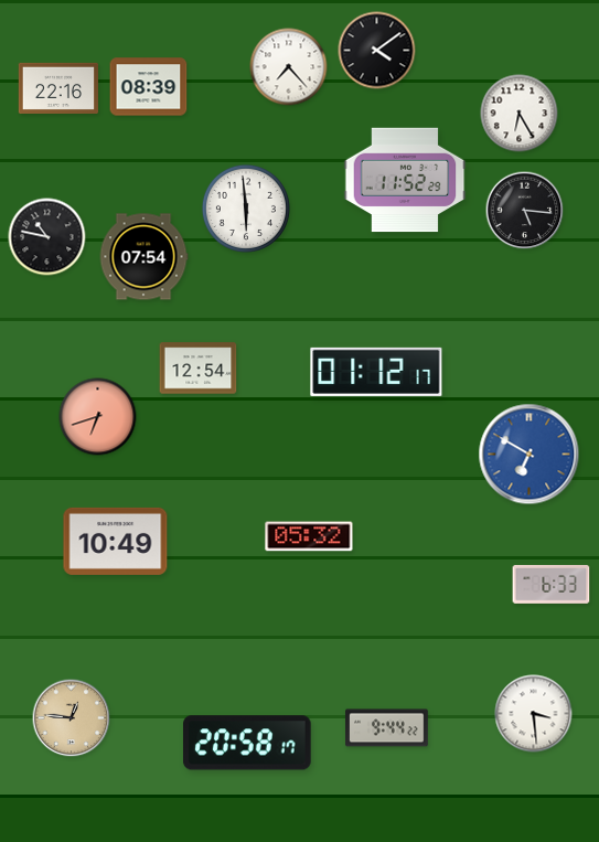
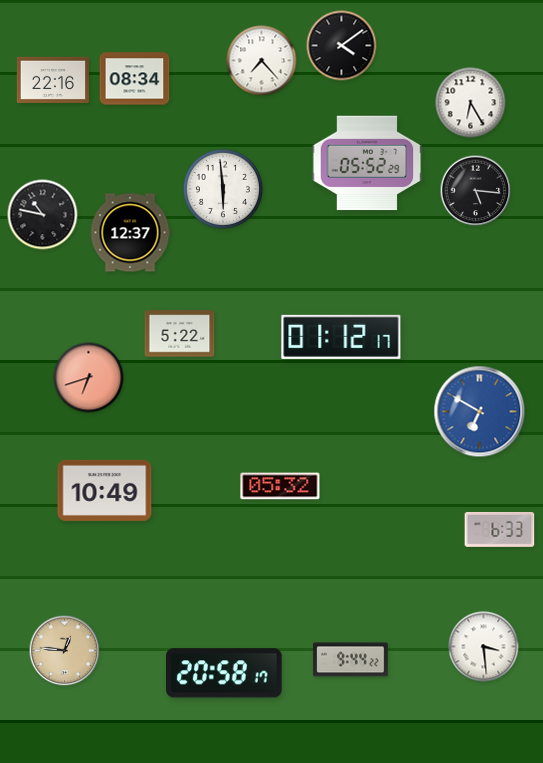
clock at (149, 87): 08:39 -> 08:34
clock at (405, 180): 11:52 -> 05:52
clock at (143, 257): 07:54 -> 12:37
clock at (199, 369): 12:54 -> 5:22
